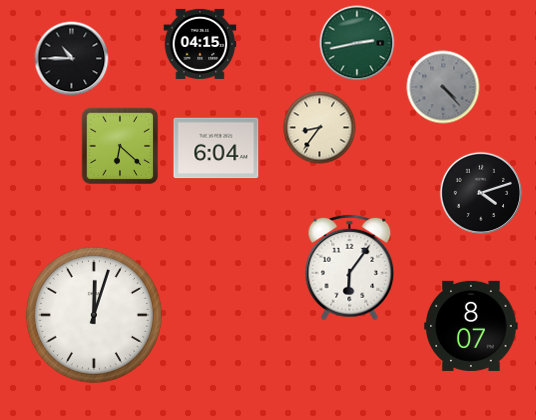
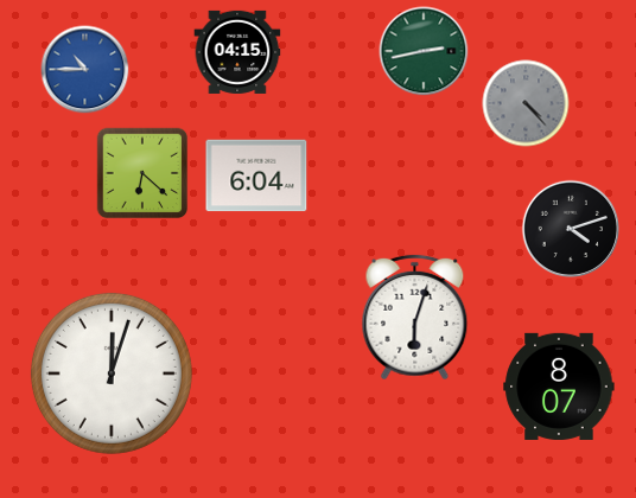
clock at (72, 59) dial: black -> blue
clock at (320, 128): 8:36 -> none
clock at (350, 268): 6:06 -> 6:03
